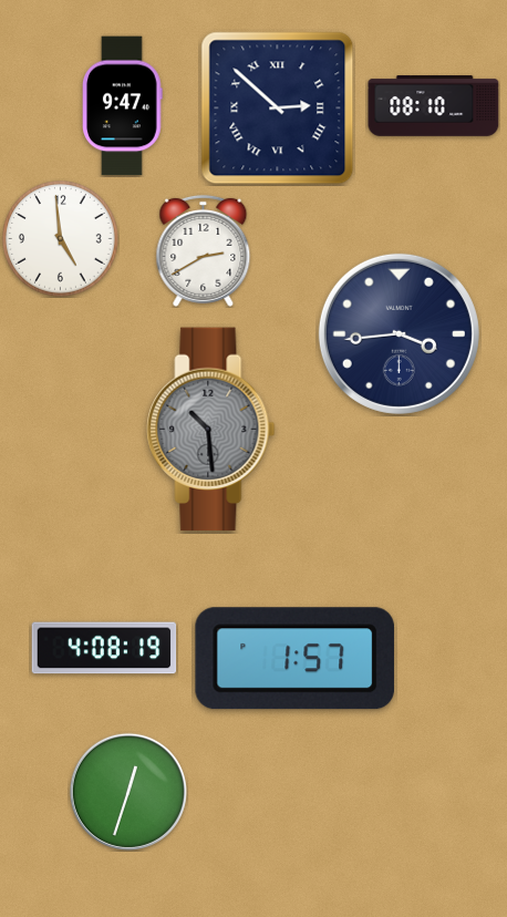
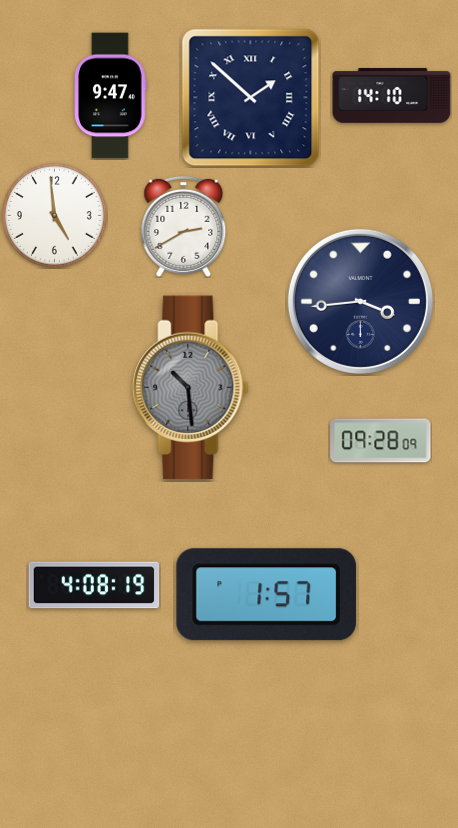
clock at (434, 106): 08:10 -> 14:10
clock at (278, 109): 2:52 -> 1:52
clock at (381, 441): none -> 09:28
clock at (128, 792): 12:33 -> none
